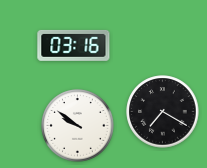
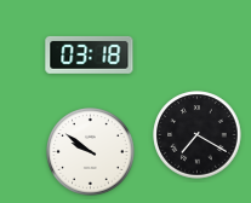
clock at (74, 45): 03:16 -> 03:18
clock at (78, 126) position: (78, 126) -> (91, 152)
